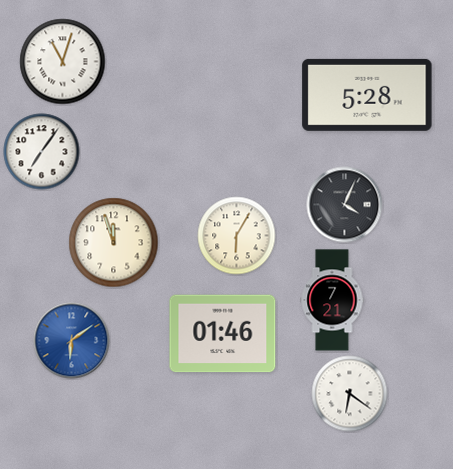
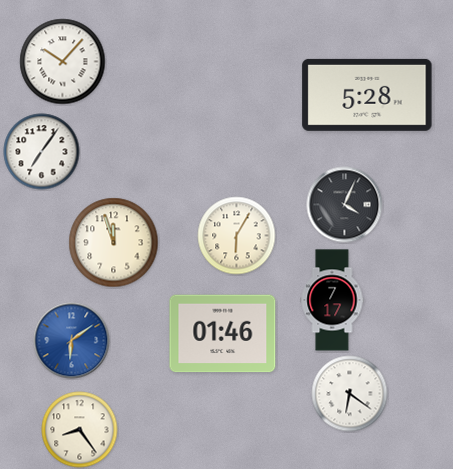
clock at (63, 62): 11:03 -> 10:07
clock at (332, 300): 7:21 -> 7:17
clock at (80, 430): none -> 8:24
